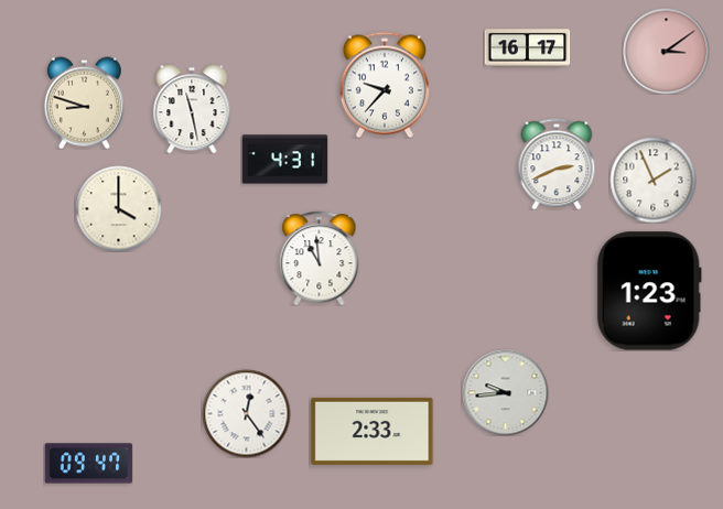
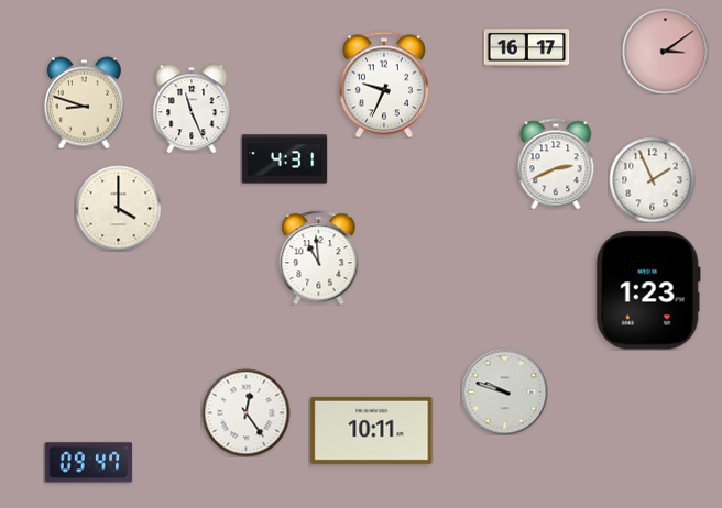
clock at (385, 85): 9:37 -> 9:34
clock at (192, 109): 11:28 -> 11:26
clock at (505, 392): 9:44 -> 9:48
clock at (373, 431): 2:33 -> 10:11
